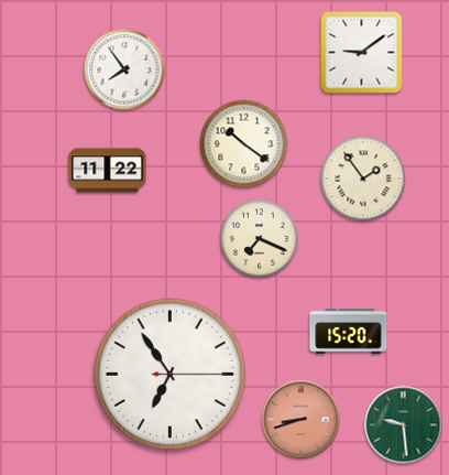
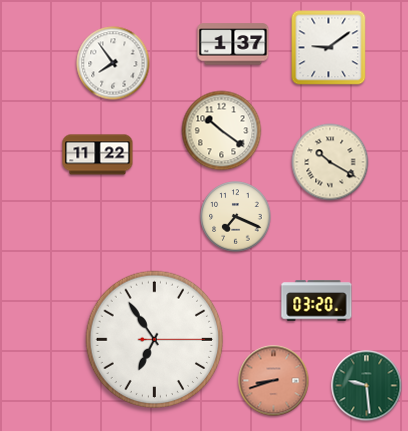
clock at (233, 44): none -> 1:37
clock at (363, 179): 1:54 -> 10:20
clock at (349, 332): 15:20 -> 03:20
